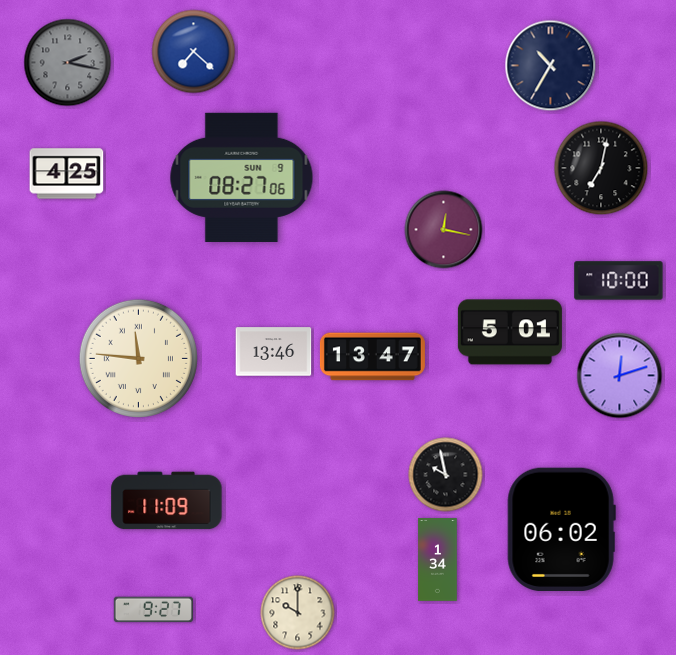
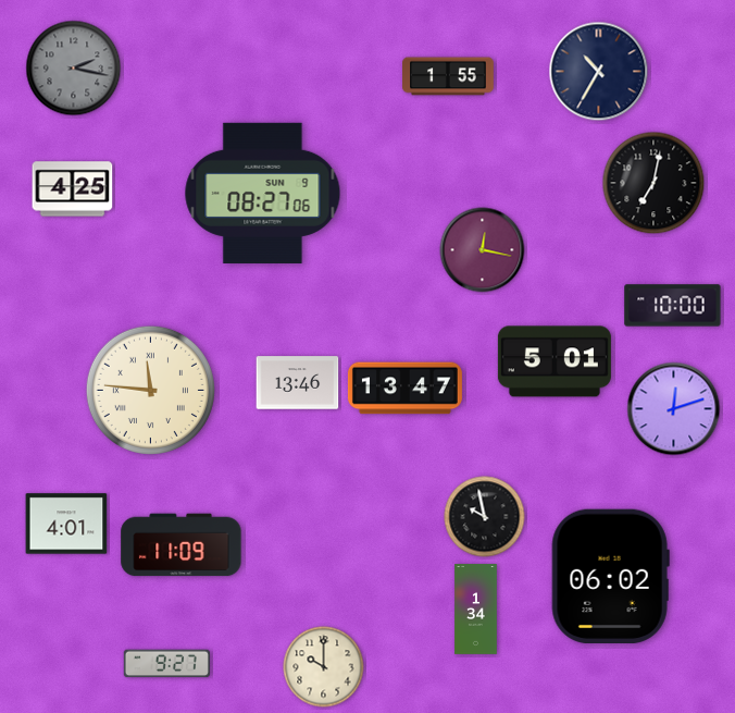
clock at (194, 52): 7:22 -> none
clock at (448, 76): none -> 1:55
clock at (66, 524): none -> 4:01
